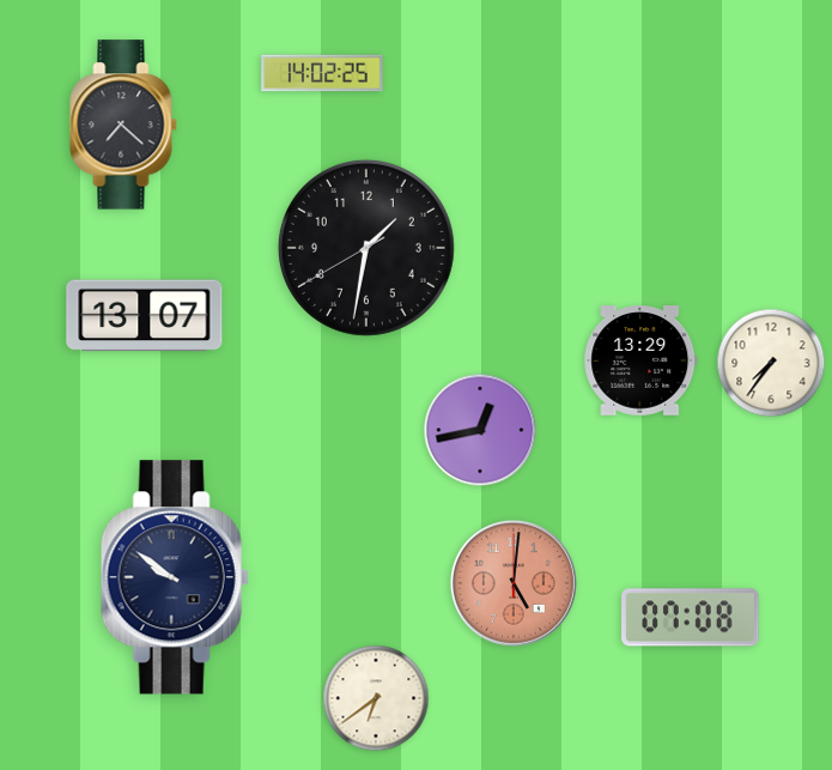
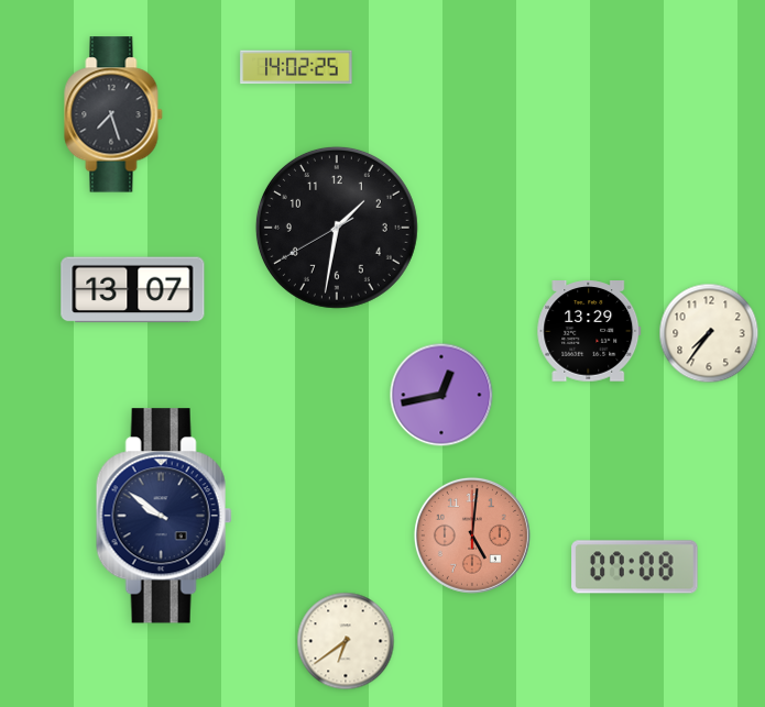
clock at (123, 125): 7:22 -> 7:27
clock at (175, 577) position: (175, 577) -> (164, 516)
